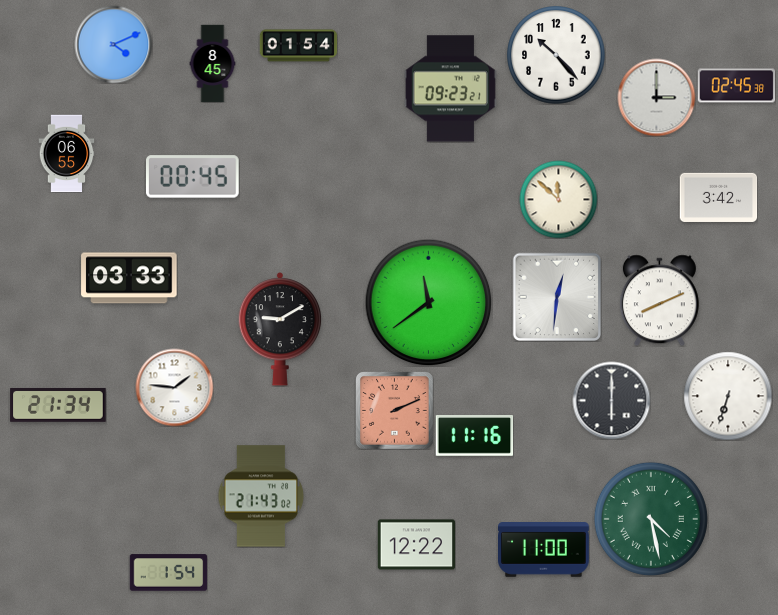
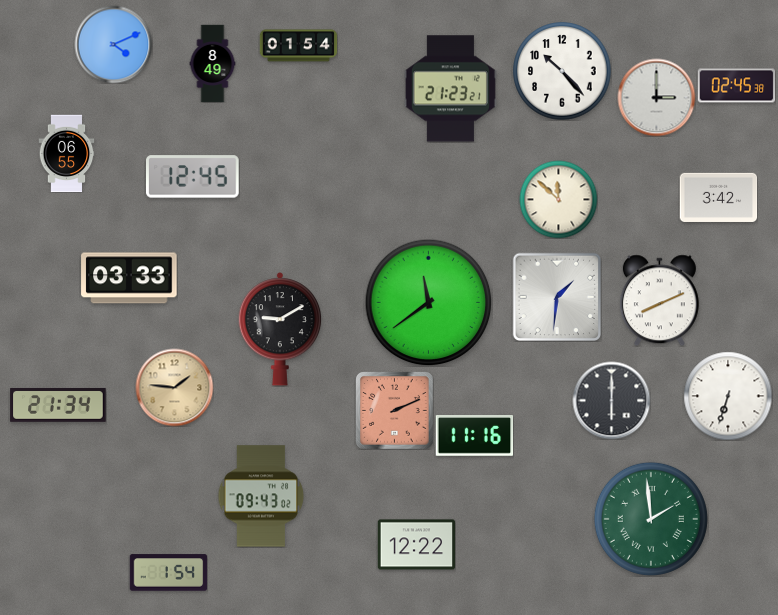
clock at (556, 55) position: (556, 55) -> (562, 71)
clock at (213, 63): 8:45 -> 8:49
clock at (450, 89): 09:23 -> 21:23
clock at (193, 177): 00:45 -> 12:45
clock at (556, 296): 12:31 -> 1:31
clock at (174, 387) dial: white -> champagne
clock at (261, 496): 21:43 -> 09:43
clock at (651, 519): 4:28 -> 1:59
clock at (544, 550): 11:00 -> none
